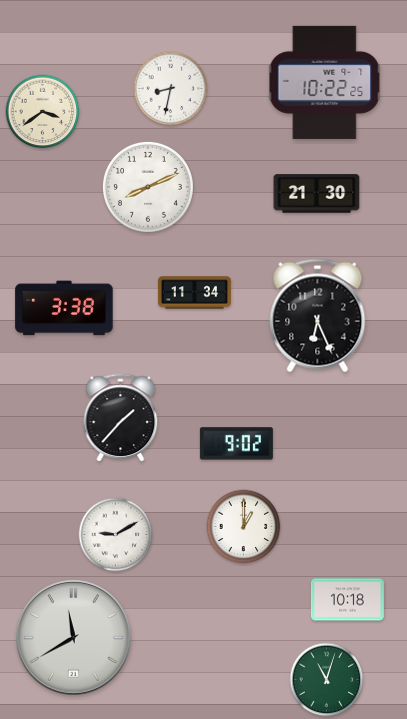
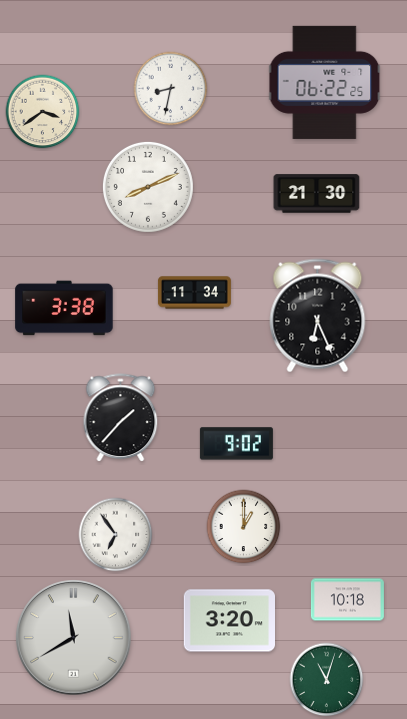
clock at (325, 82): 10:22 -> 06:22
clock at (116, 535): 9:10 -> 6:54
clock at (229, 621): none -> 3:20
